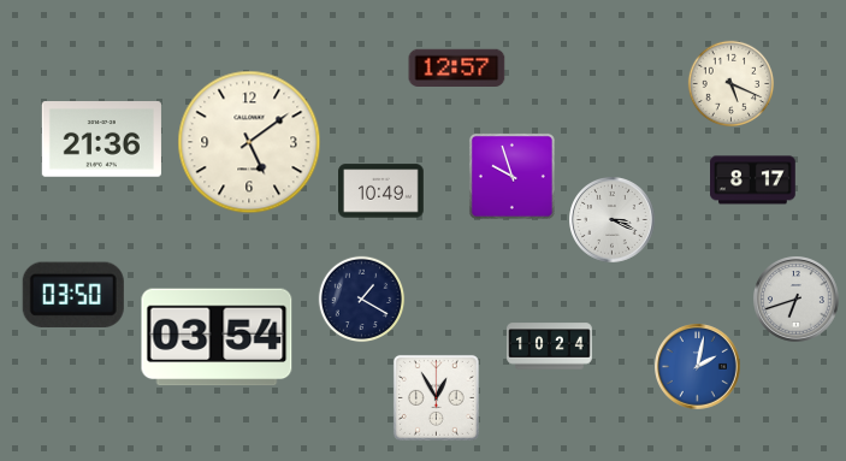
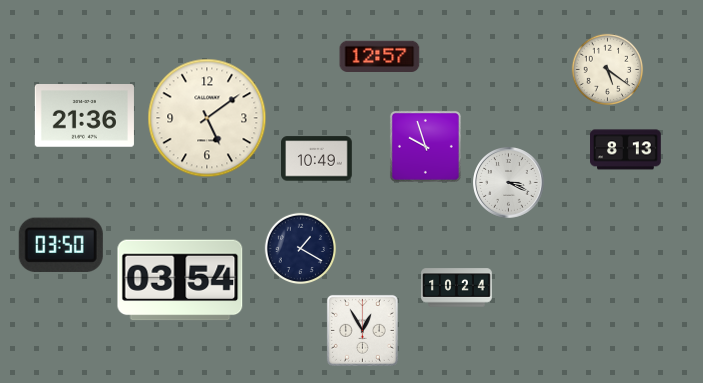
clock at (732, 84): 5:19 -> 5:21
clock at (753, 181): 8:17 -> 8:13
clock at (797, 300): 6:42 -> none
clock at (698, 367): 2:02 -> none
